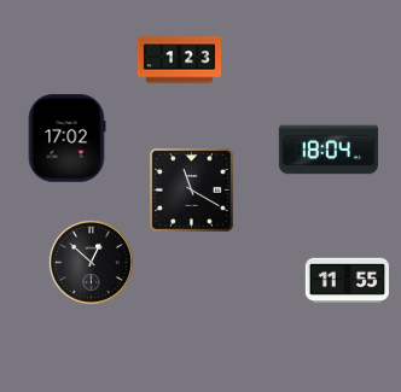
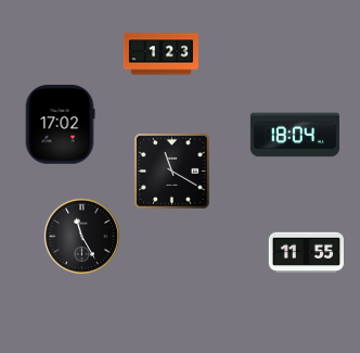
clock at (91, 262): 12:52 -> 11:25
clock at (347, 281) position: (347, 281) -> (306, 253)
